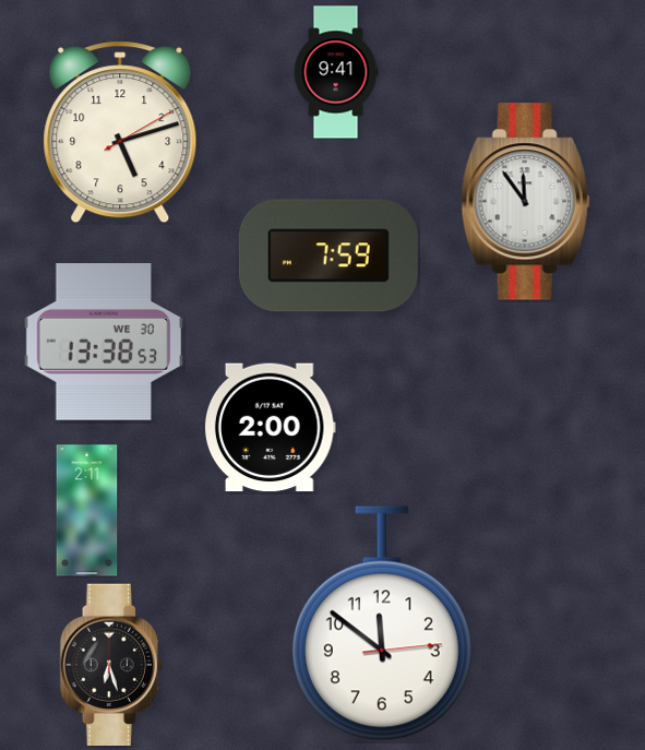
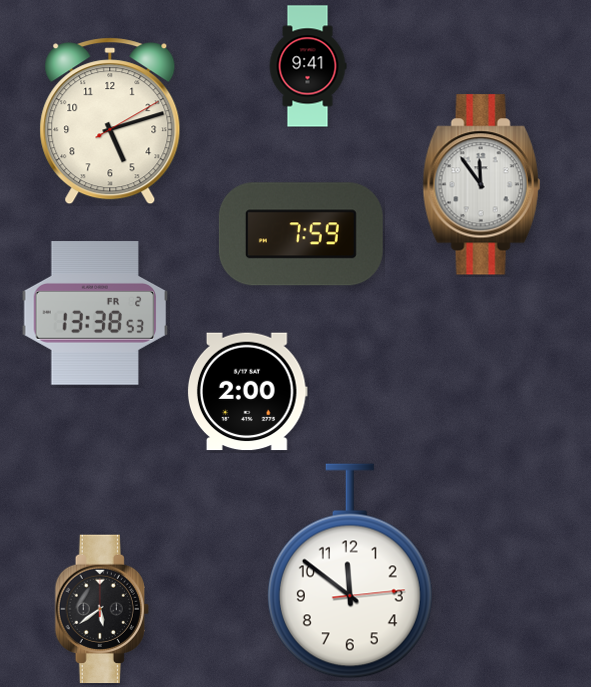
clock at (104, 342) date: WE 30 -> FR 2
clock at (87, 511): 2:11 -> none
clock at (111, 665): 6:27 -> 5:39
